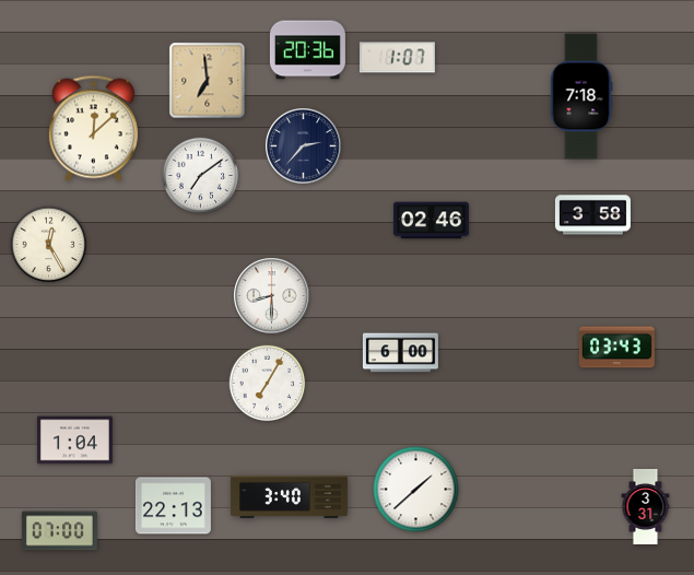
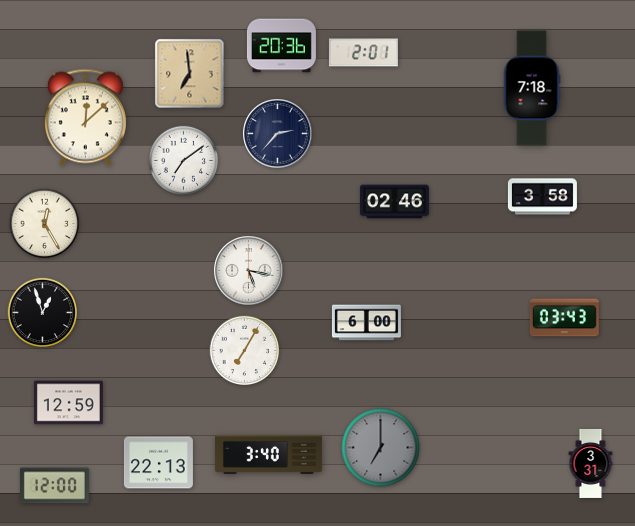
clock at (397, 58): 1:07 -> 2:01
clock at (272, 296): 8:30 -> 5:17
clock at (43, 313): none -> 12:57
clock at (74, 441): 1:04 -> 12:59
clock at (416, 490): 1:38 -> 7:00
clock at (416, 490) dial: white -> grey
clock at (289, 496) position: (289, 496) -> (268, 454)
clock at (59, 531): 07:00 -> 12:00
